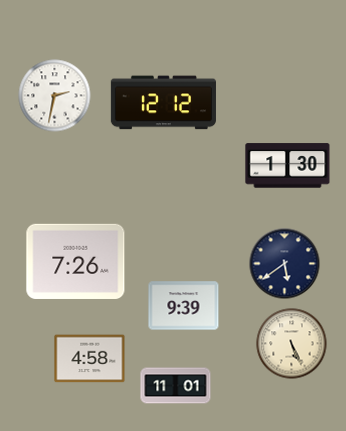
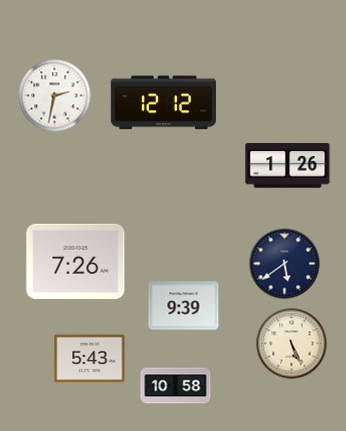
clock at (288, 166): 1:30 -> 1:26
clock at (90, 359): 4:58 -> 5:43
clock at (176, 386): 11:01 -> 10:58
